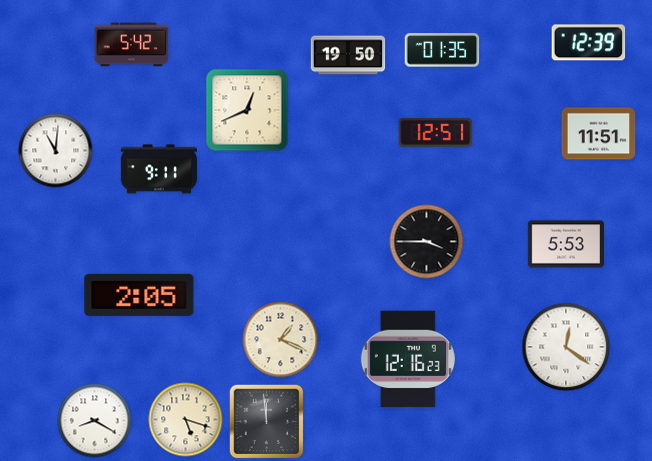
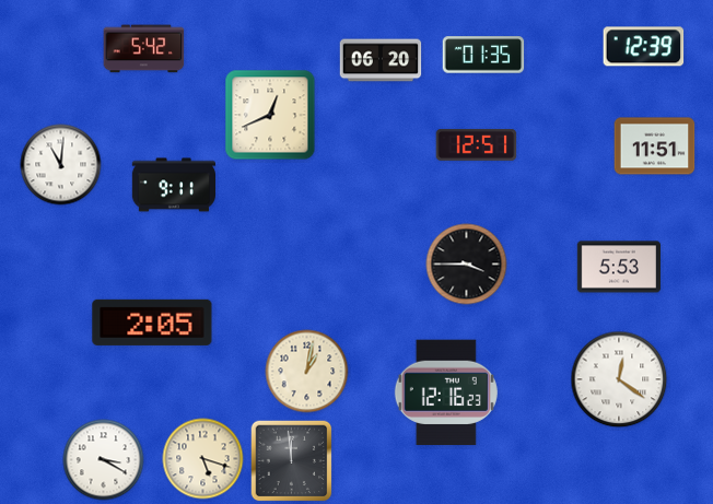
clock at (348, 55): 19:50 -> 06:20
clock at (247, 110) position: (247, 110) -> (270, 115)
clock at (281, 340): 1:19 -> 1:02
clock at (95, 421): 8:20 -> 3:20
